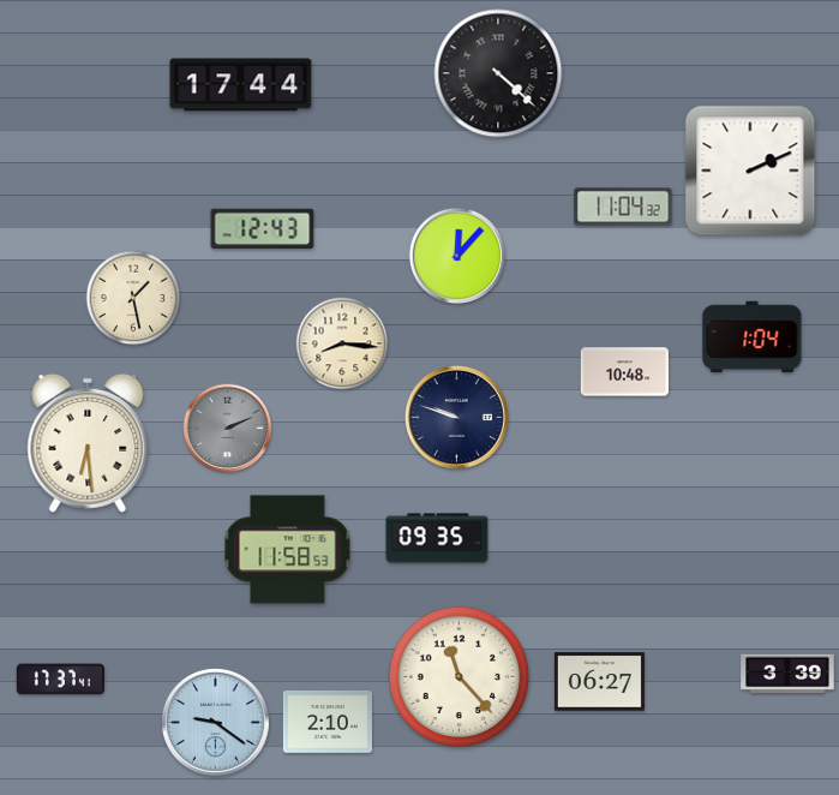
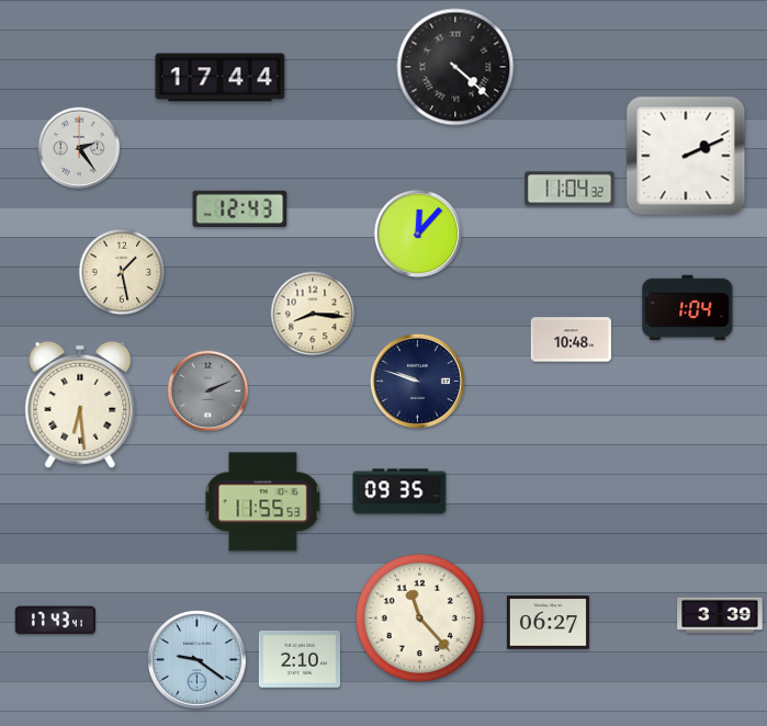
clock at (79, 148): none -> 2:24
clock at (288, 550): 11:58 -> 11:55
clock at (60, 680): 17:37 -> 17:43
